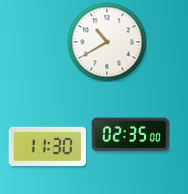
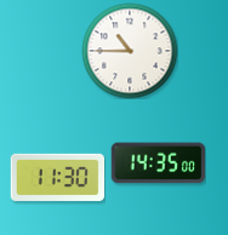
clock at (107, 42): 10:40 -> 10:45
clock at (130, 135): 02:35 -> 14:35
